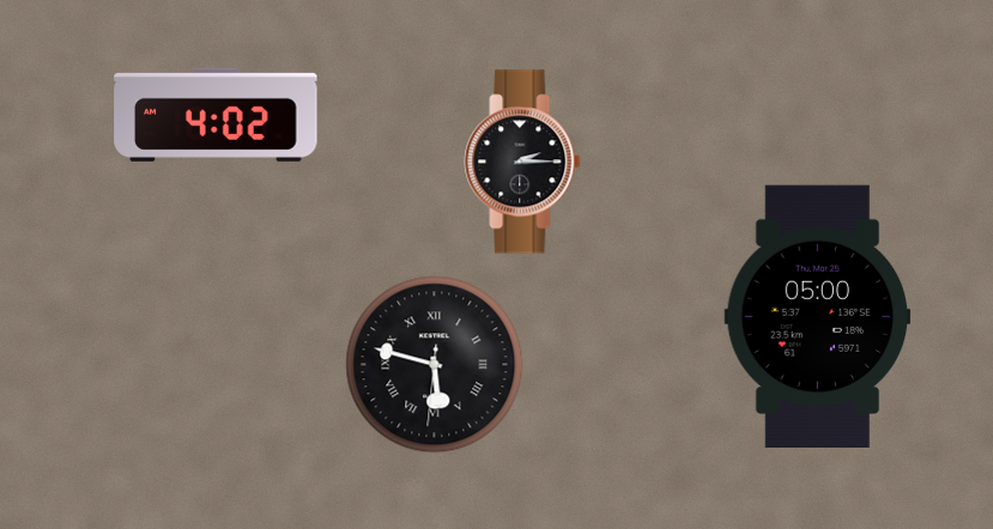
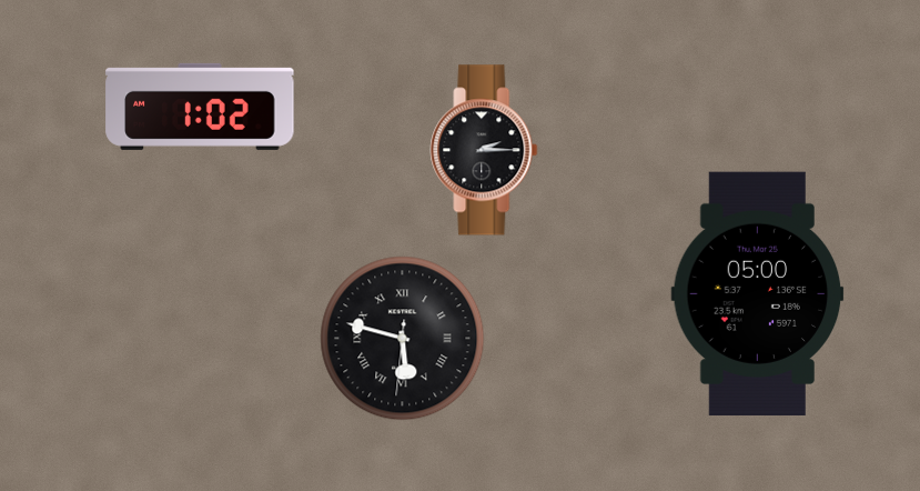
clock at (216, 115): 4:02 -> 1:02
